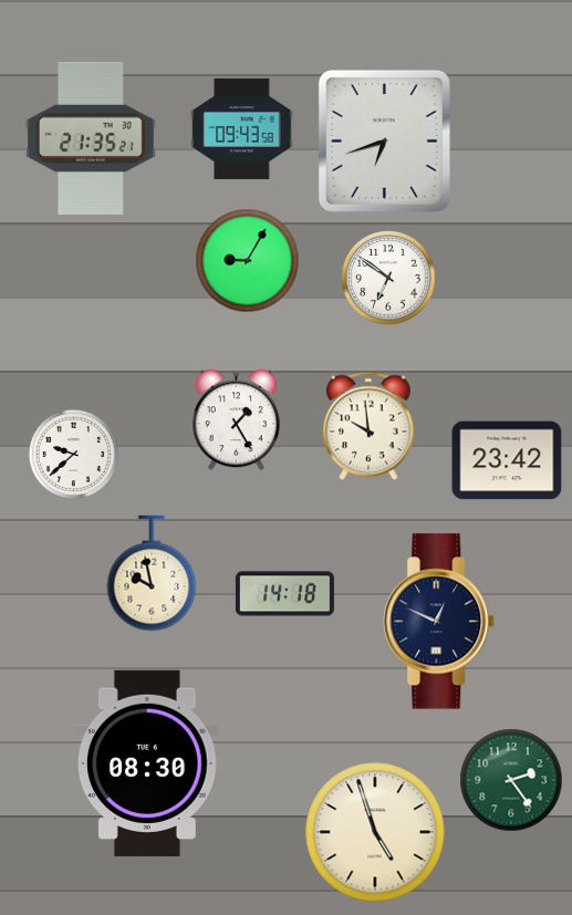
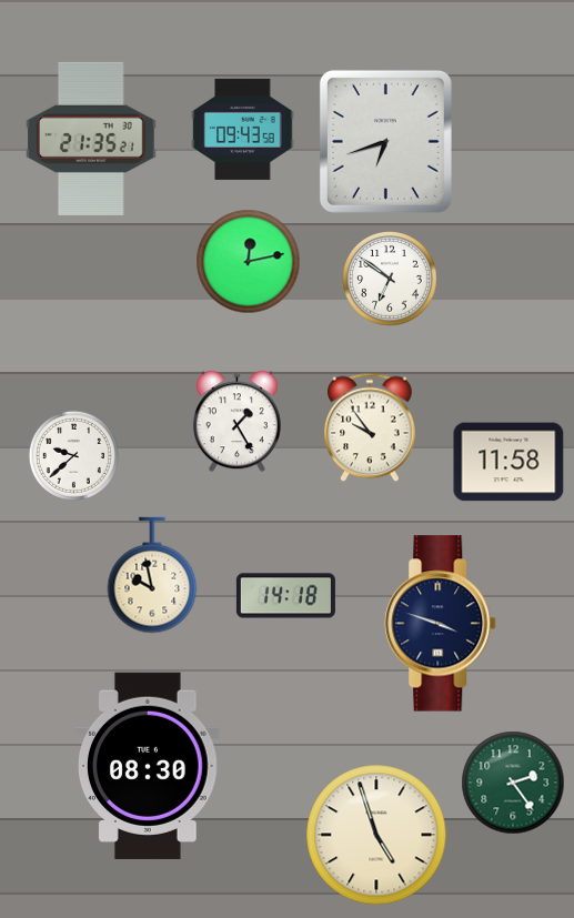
clock at (248, 261): 9:05 -> 12:13
clock at (368, 426): 9:59 -> 9:54
clock at (507, 460): 23:42 -> 11:58
clock at (439, 622): 12:49 -> 3:48
